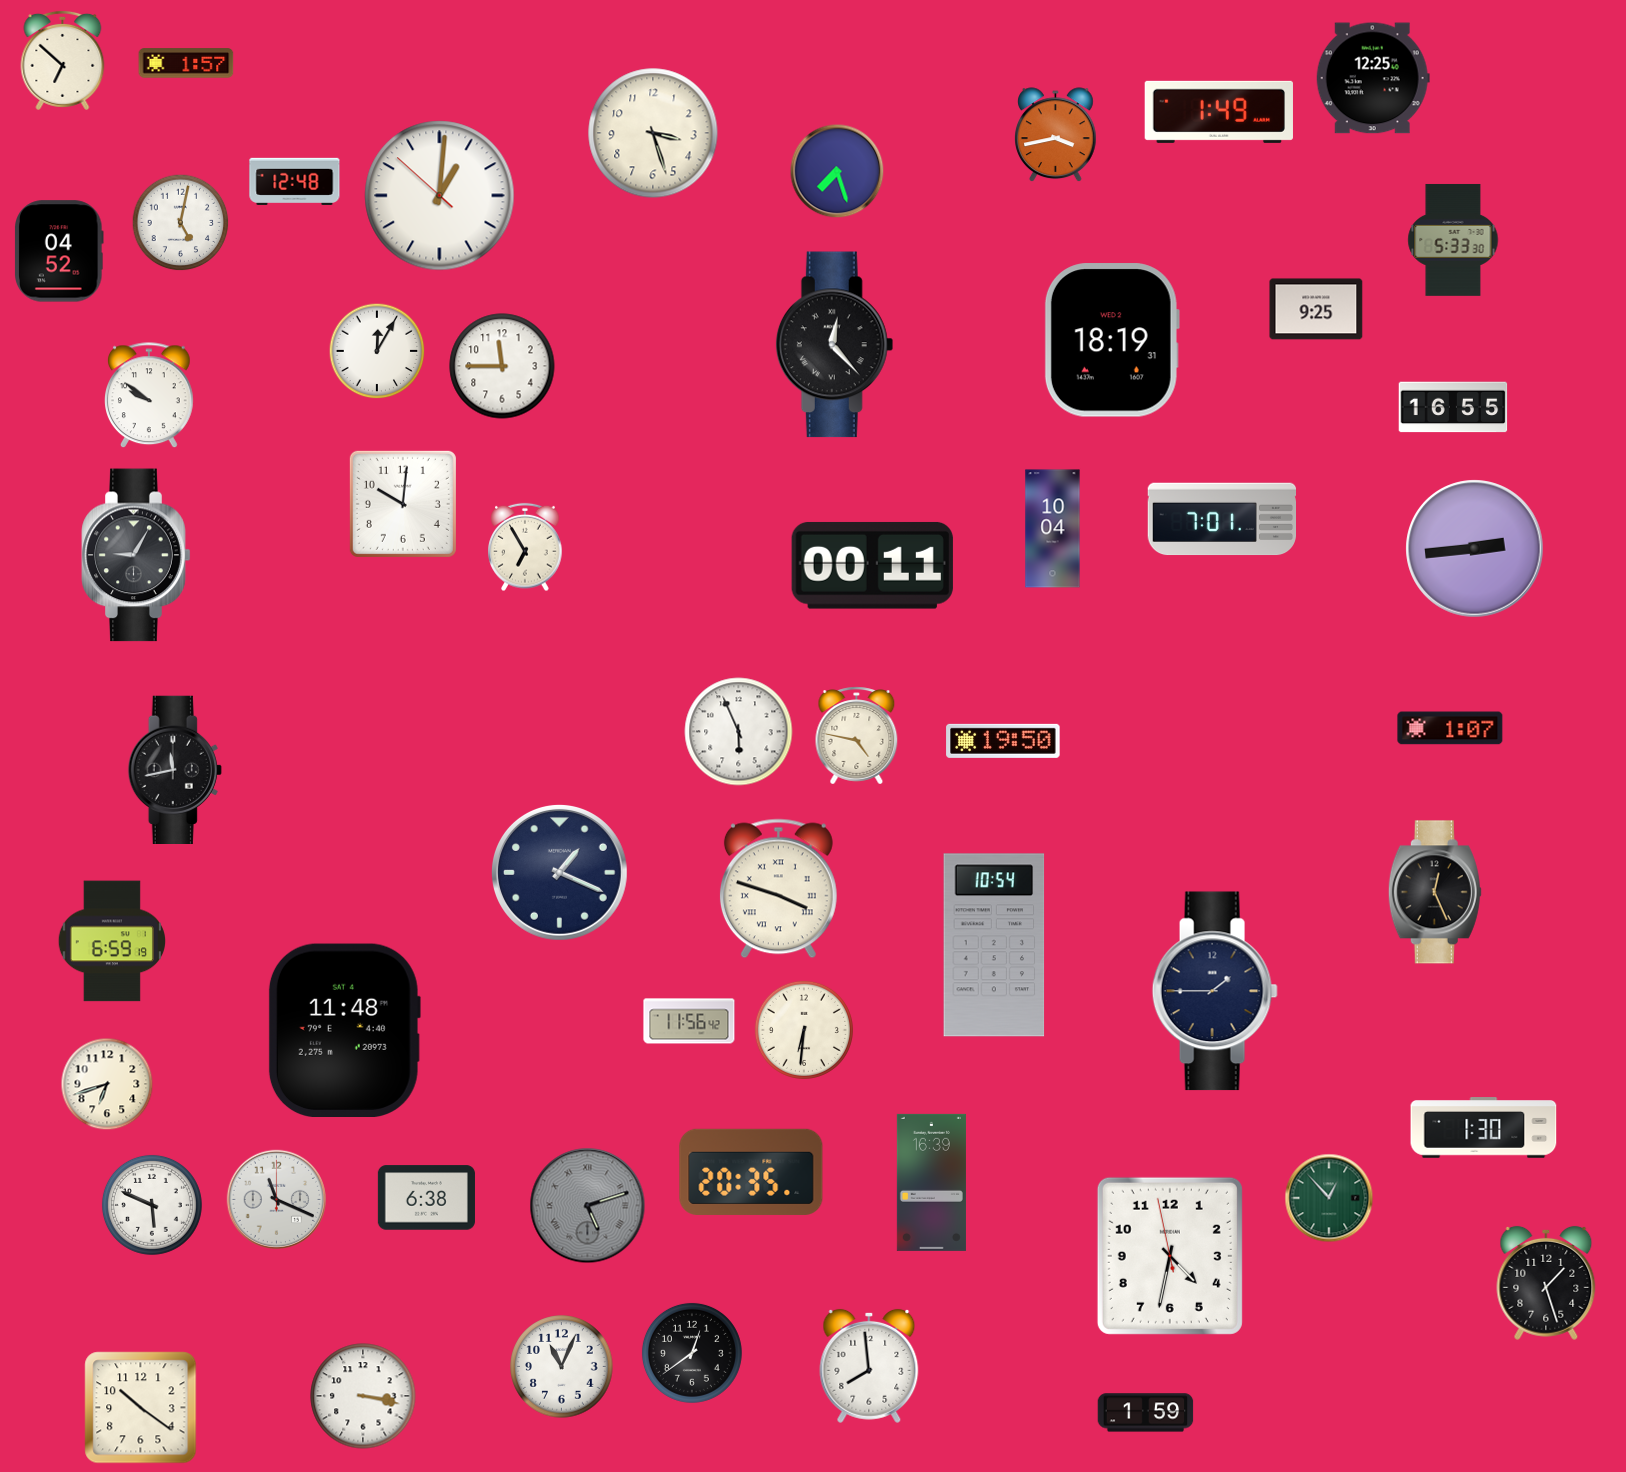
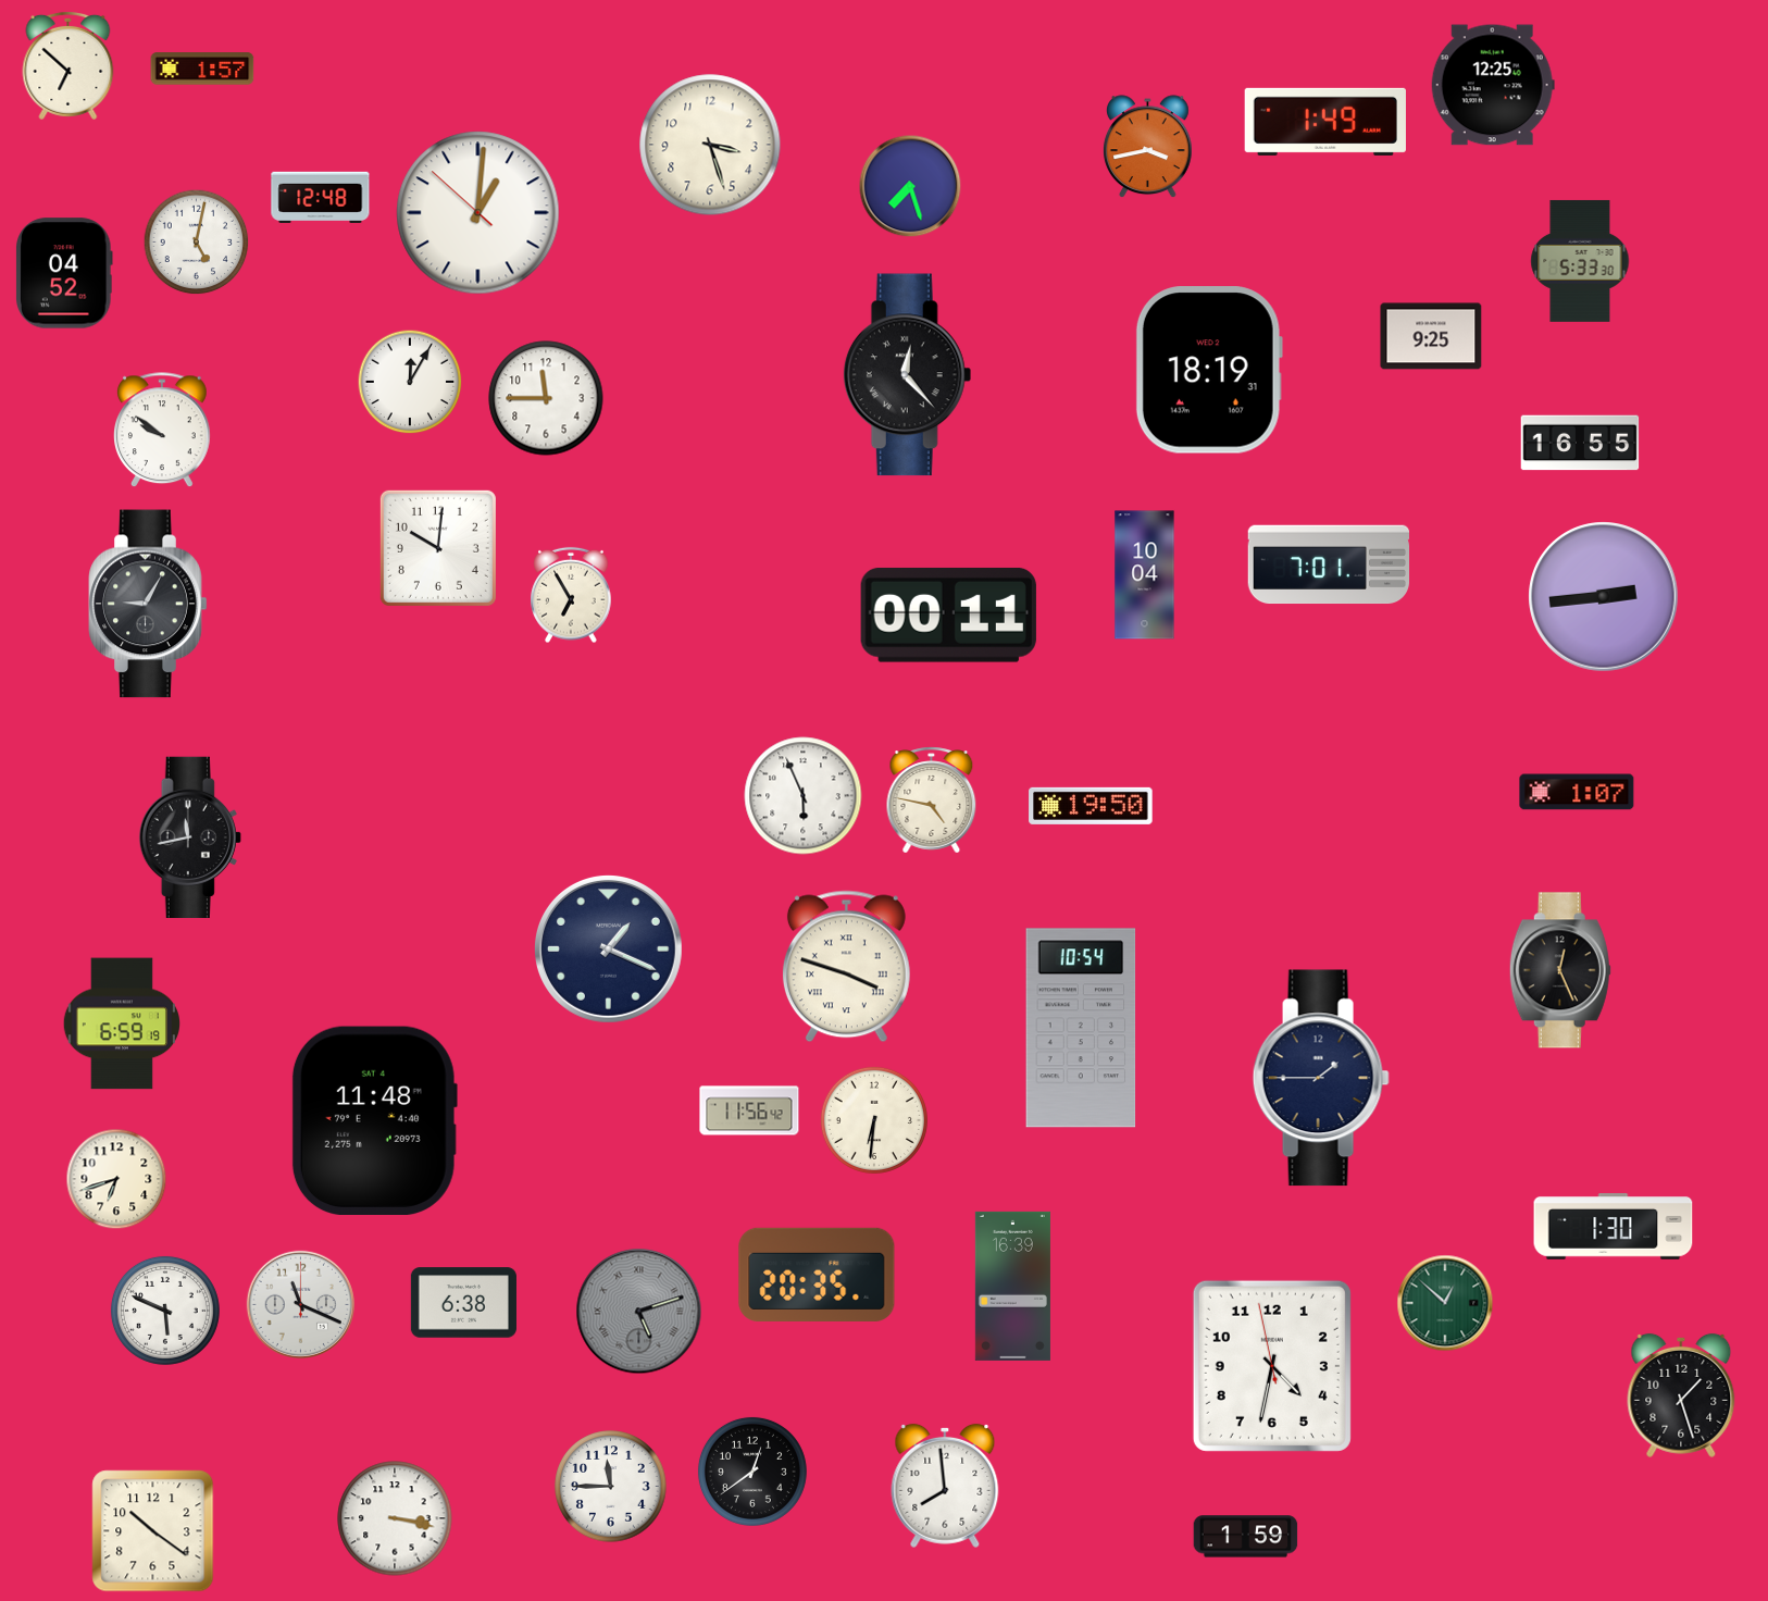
clock at (1329, 1198): 12:53 -> 12:52
clock at (562, 1367): 11:04 -> 11:45
